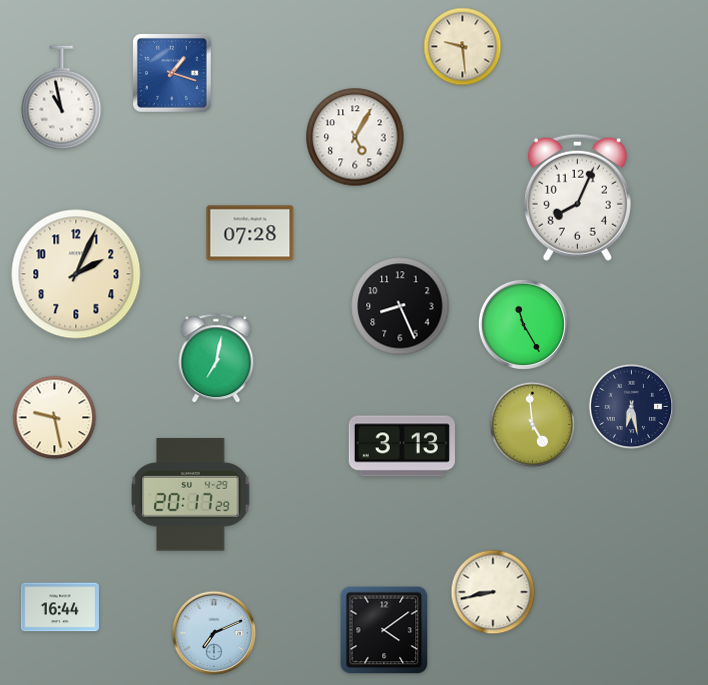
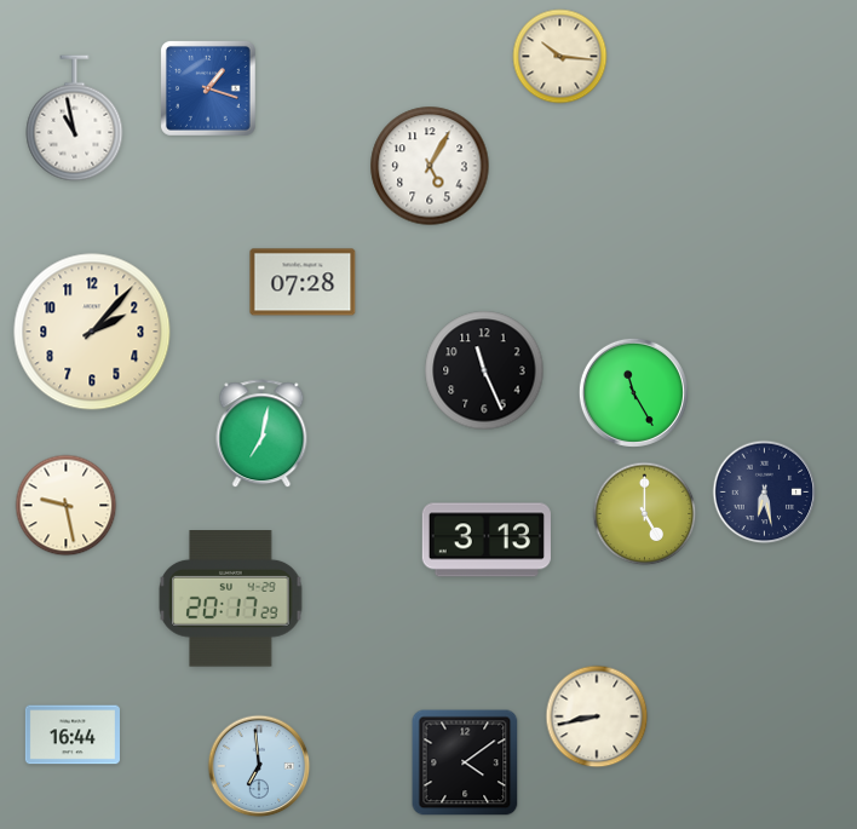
clock at (463, 47): 9:29 -> 10:16
clock at (577, 197): 8:04 -> none
clock at (76, 274): 2:04 -> 2:07
clock at (400, 306): 8:26 -> 11:26
clock at (533, 425): 4:59 -> 5:00
clock at (214, 633): 7:11 -> 6:59
